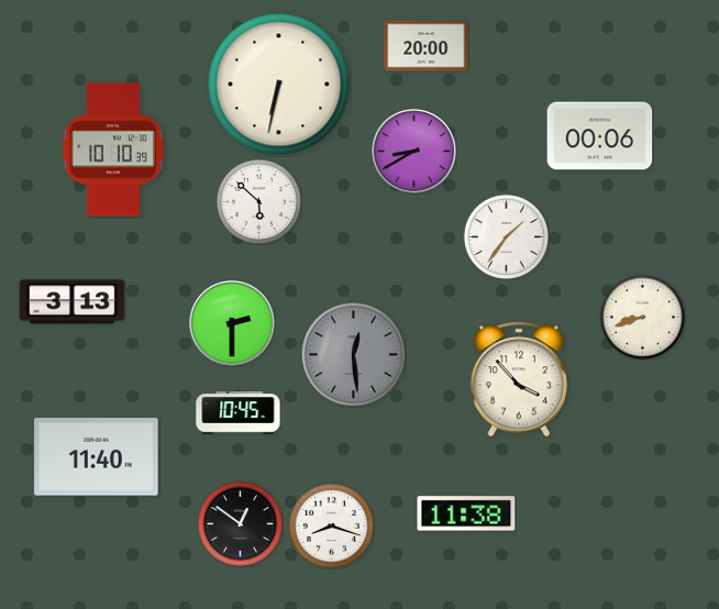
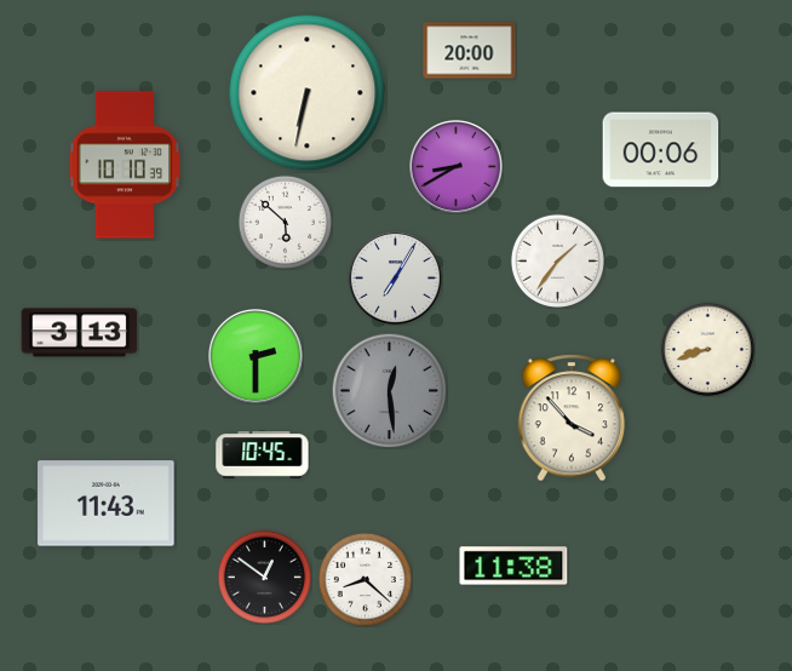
clock at (396, 279): none -> 7:05
clock at (97, 457): 11:40 -> 11:43
clock at (331, 525): 8:18 -> 8:22
